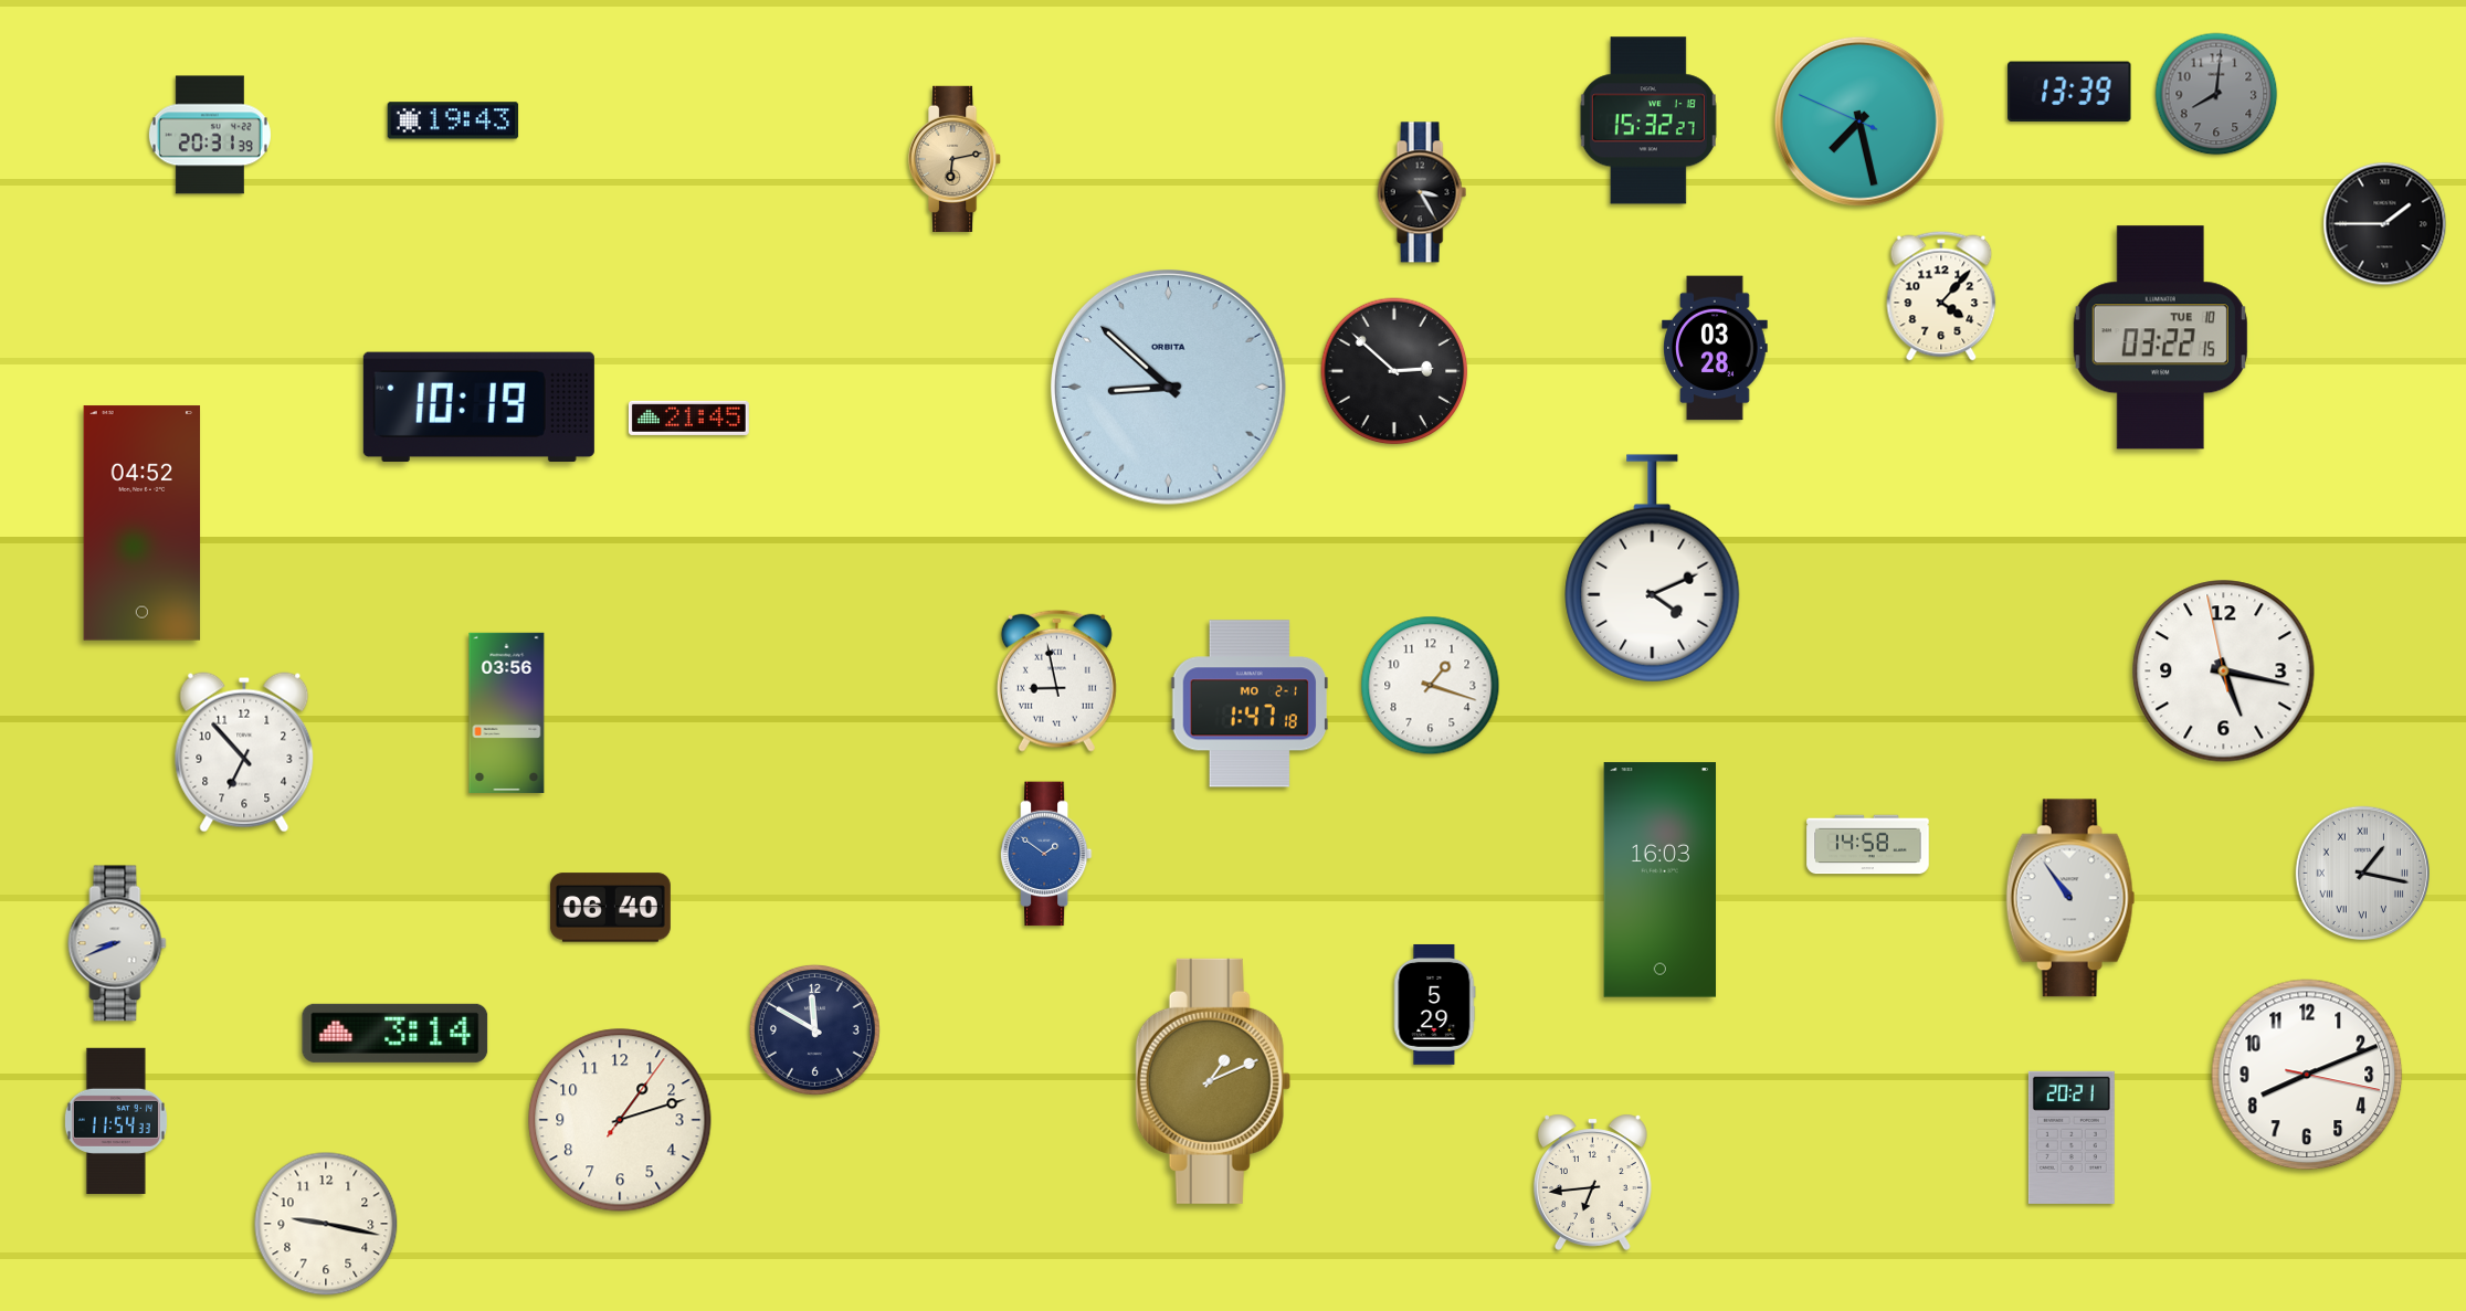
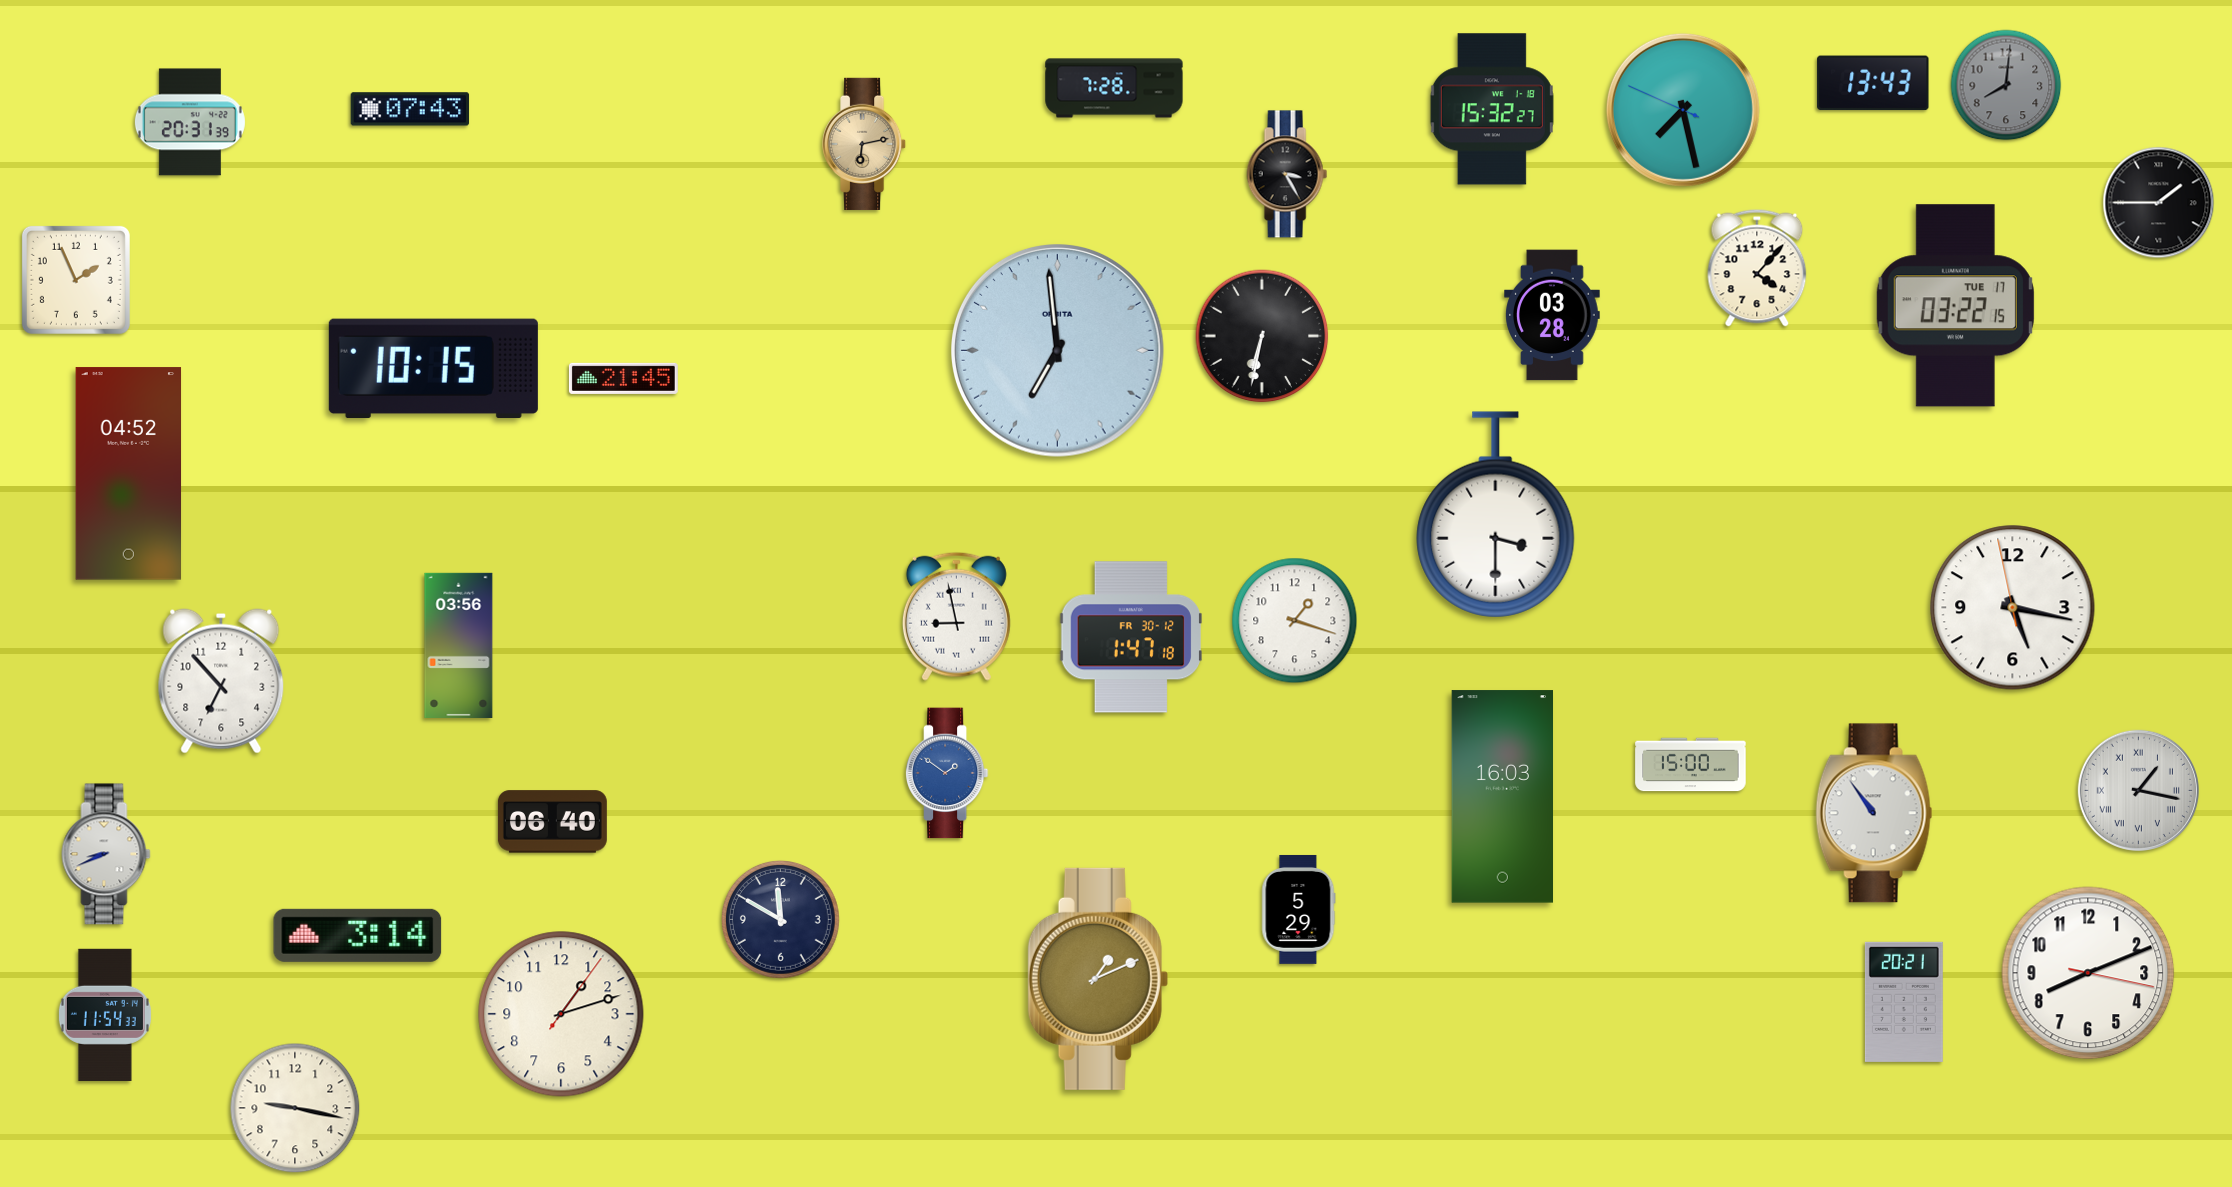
clock at (2069, 92): 13:39 -> 13:43
clock at (1114, 88): none -> 7:28
clock at (453, 120): 19:43 -> 07:43
clock at (76, 280): none -> 1:56
clock at (2160, 338) date: TUE 10 -> TUE 17
clock at (1394, 371): 2:52 -> 6:32
clock at (1169, 388): 8:52 -> 6:59
clock at (478, 408): 10:19 -> 10:15
clock at (1653, 569): 4:11 -> 3:30
clock at (1248, 704) date: MO 2-1 -> FR 30-12
clock at (1868, 845): 14:58 -> 15:00
clock at (814, 1029) position: (814, 1029) -> (780, 919)
clock at (2072, 1138) position: (2072, 1138) -> (1904, 1002)
clock at (1592, 1182): 6:44 -> none
